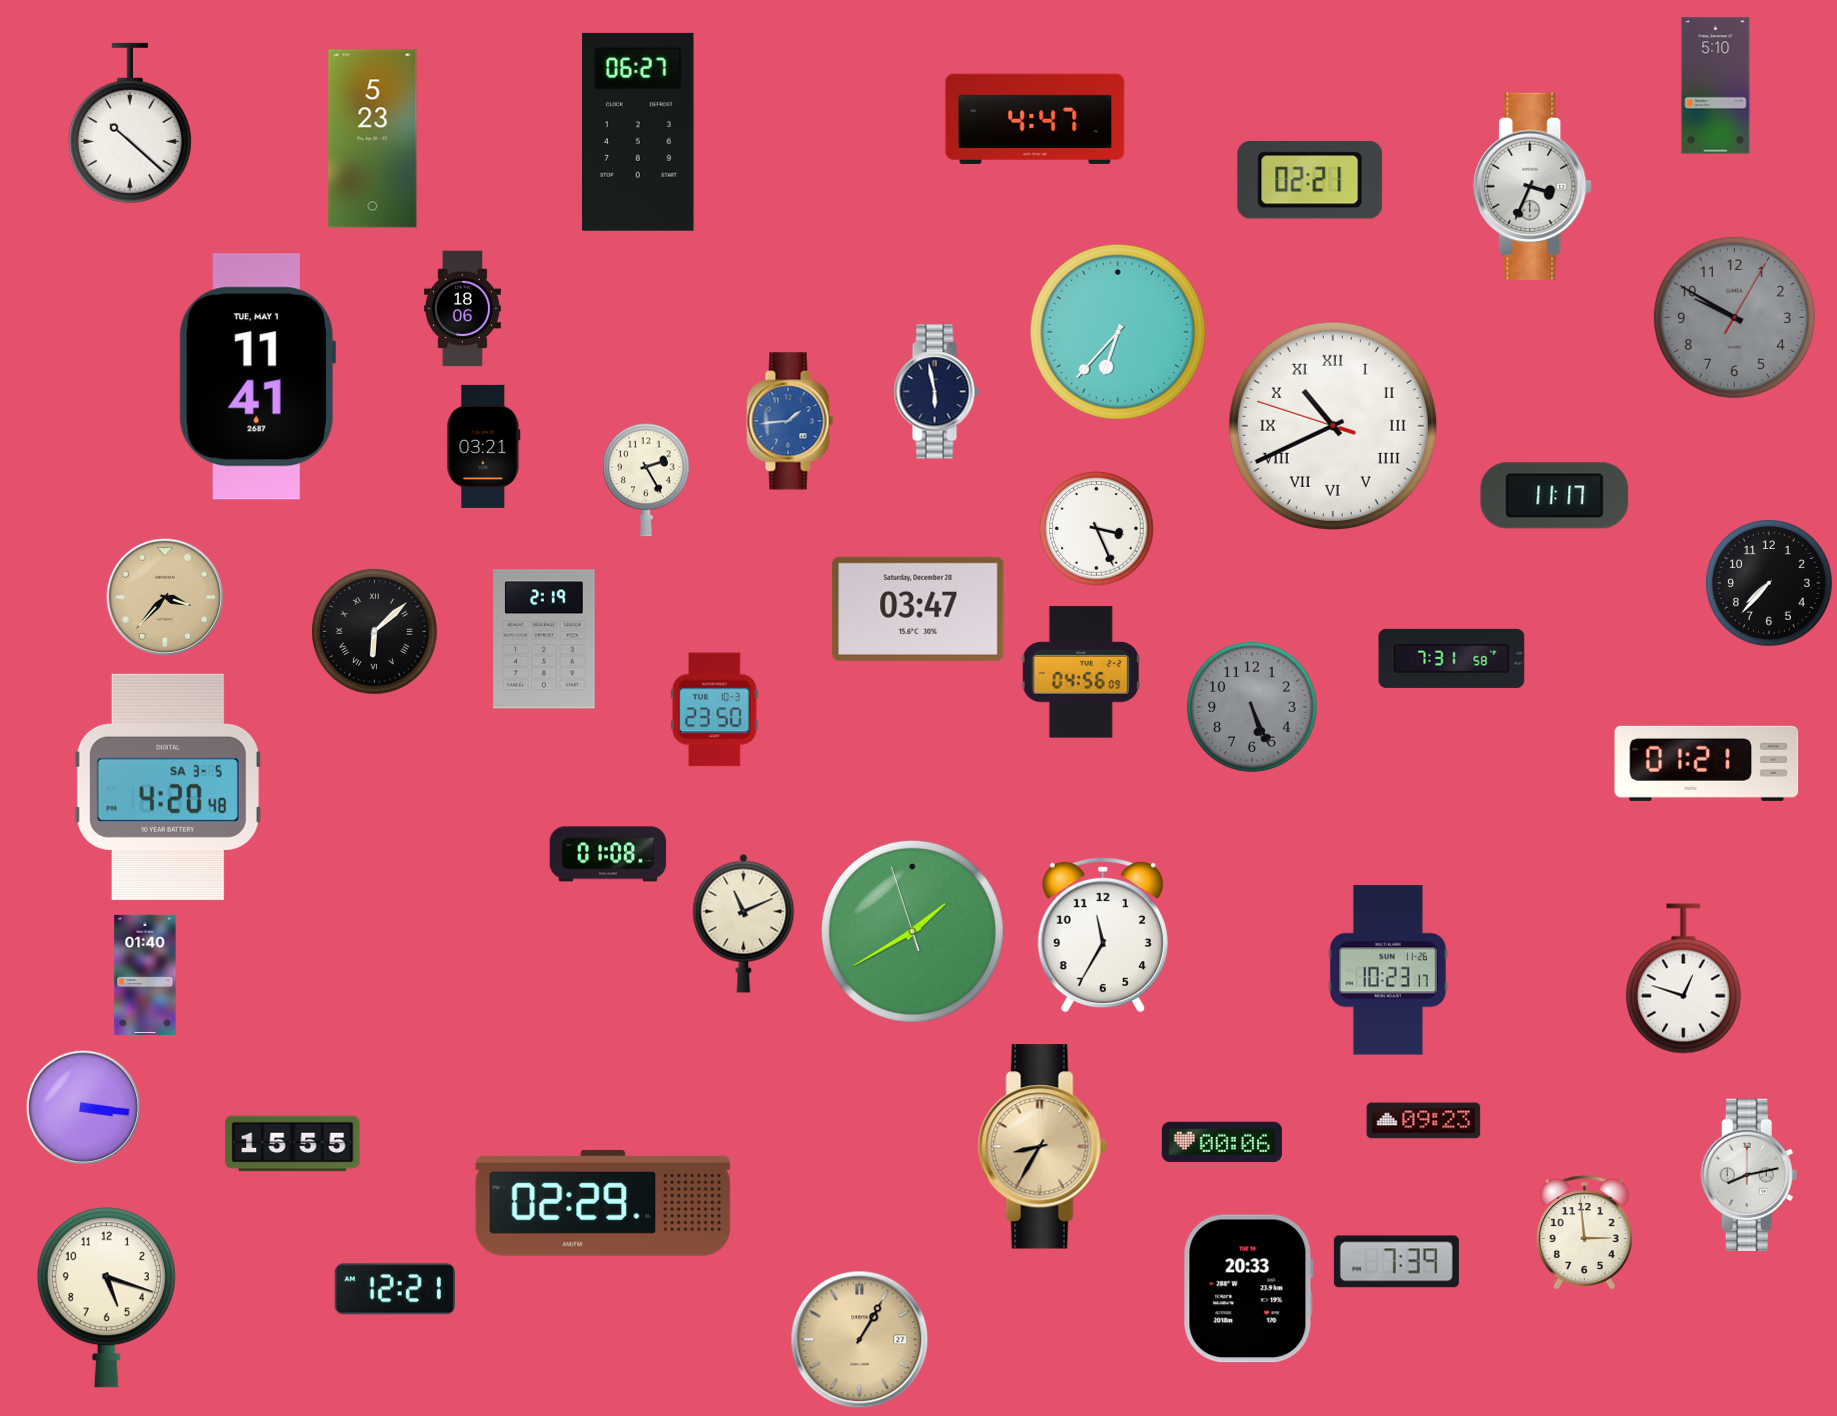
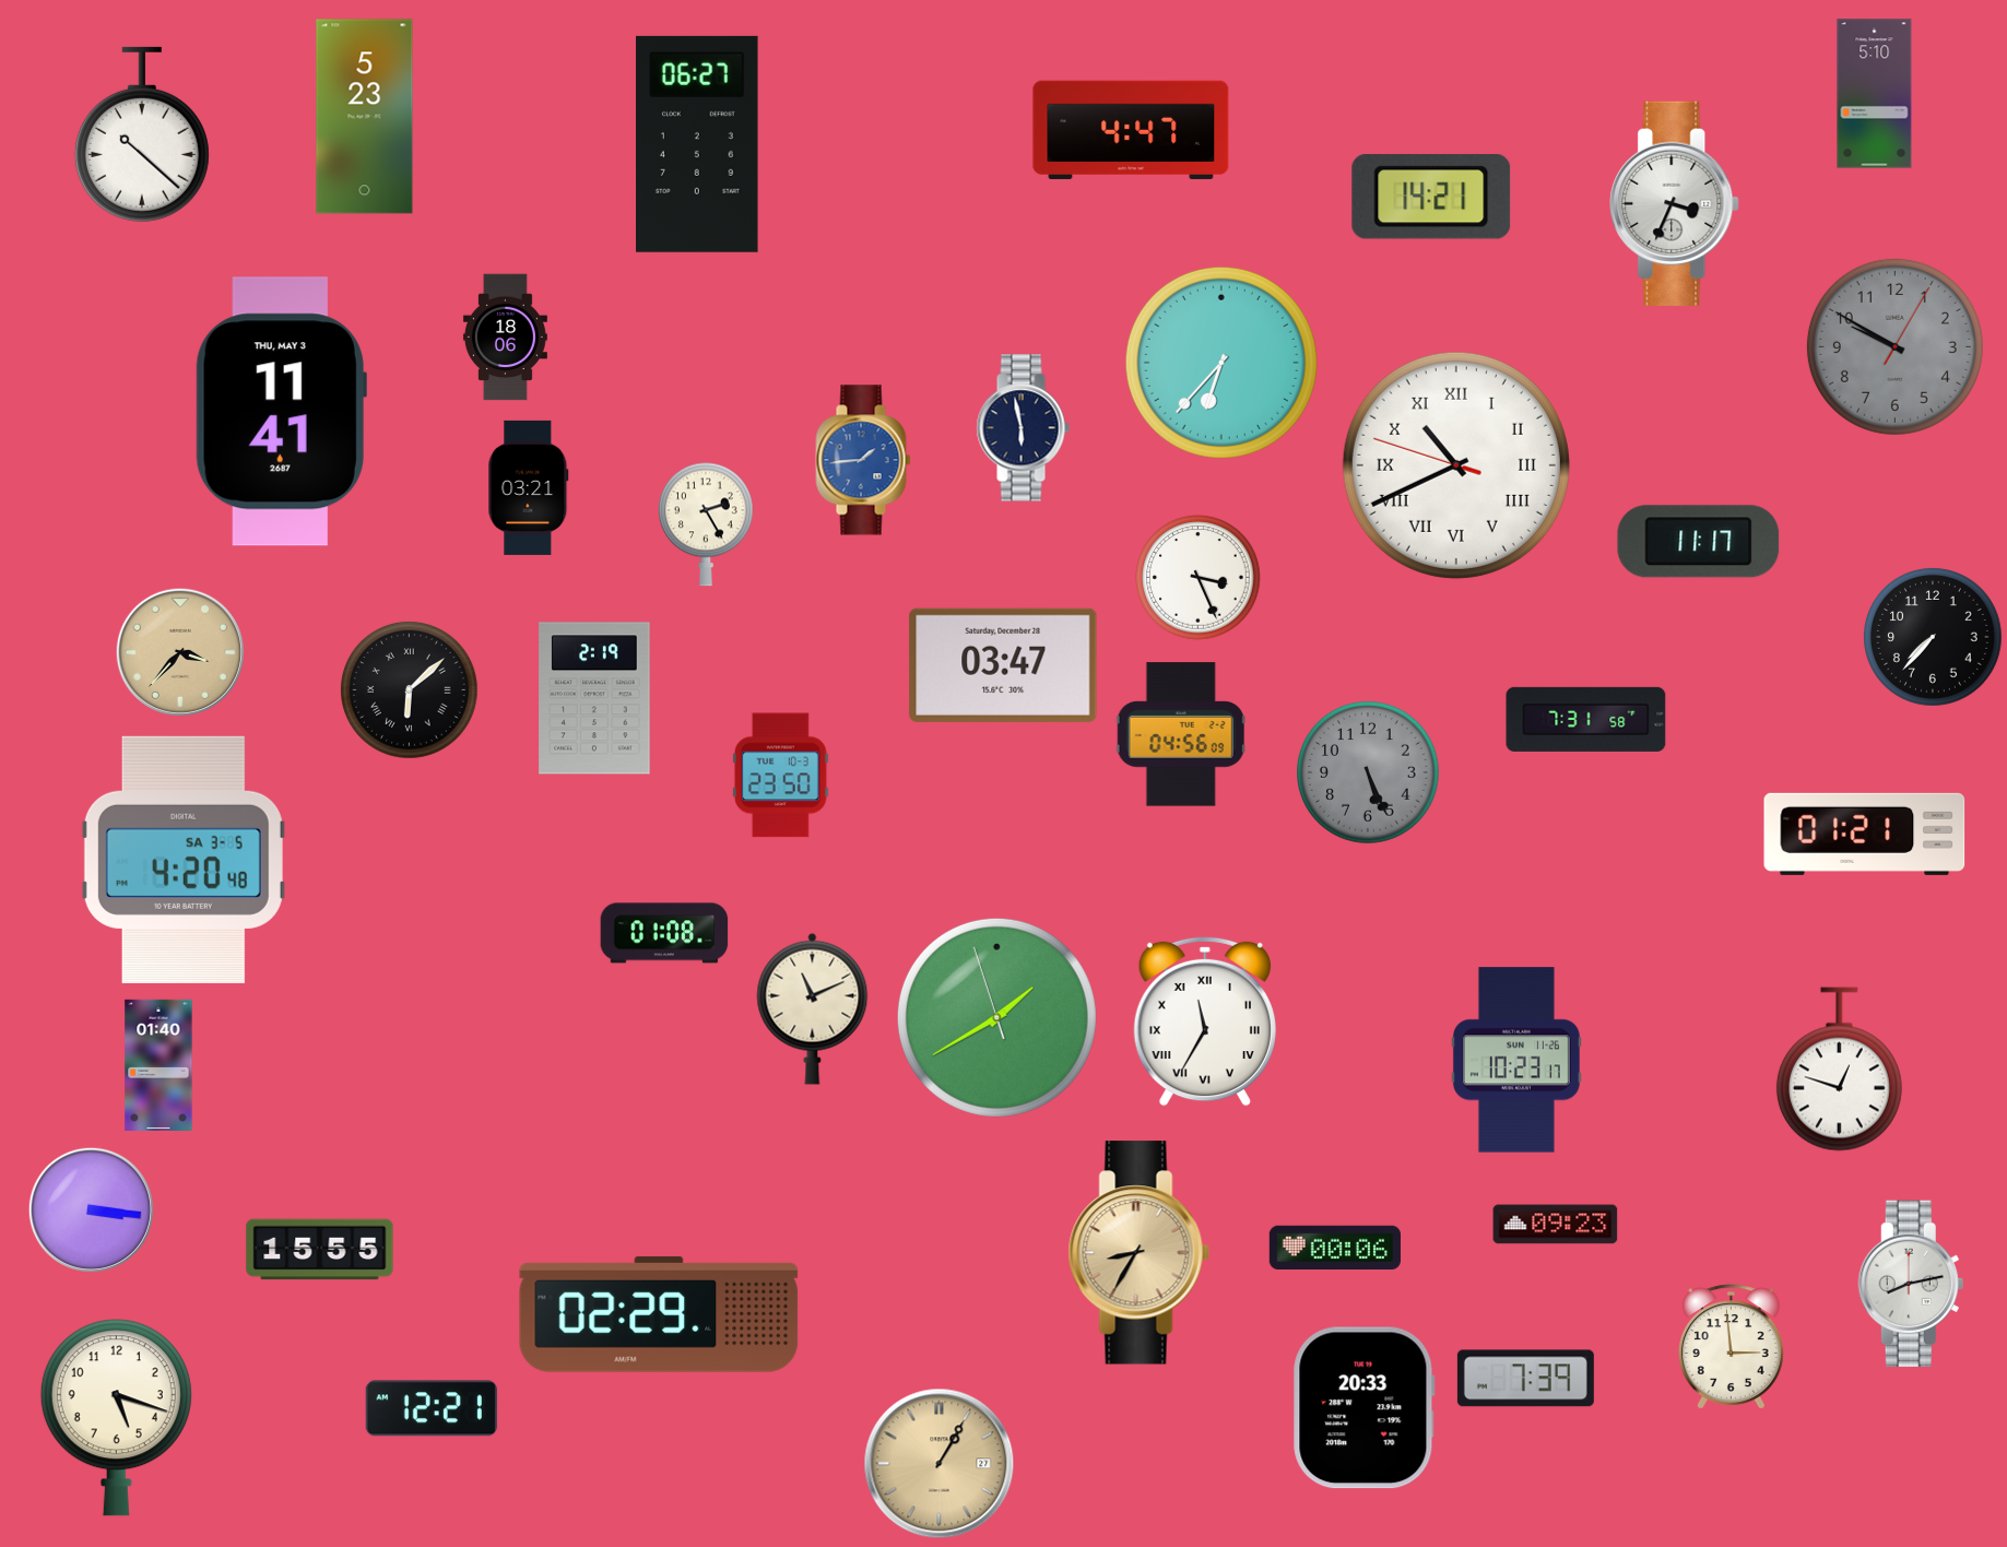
clock at (373, 139) position: (373, 139) -> (365, 117)
clock at (1310, 180): 02:21 -> 14:21
clock at (257, 377) date: TUE, MAY 1 -> THU, MAY 3
clock at (1103, 935) numerals: Arabic -> Roman
